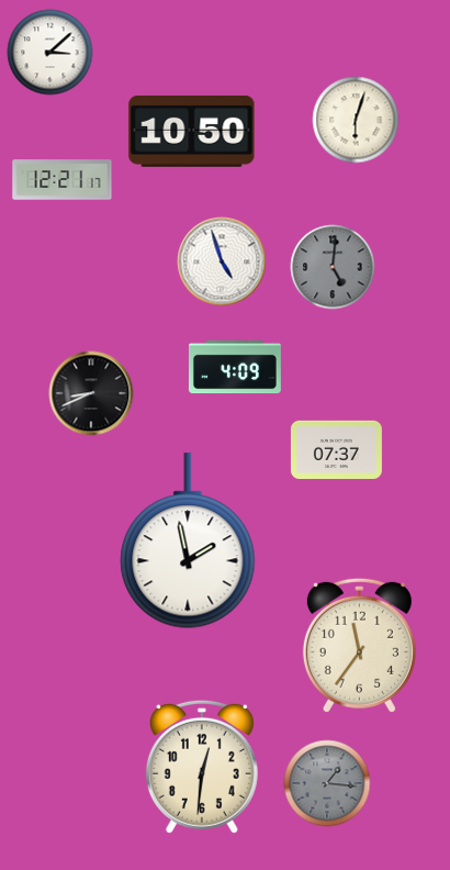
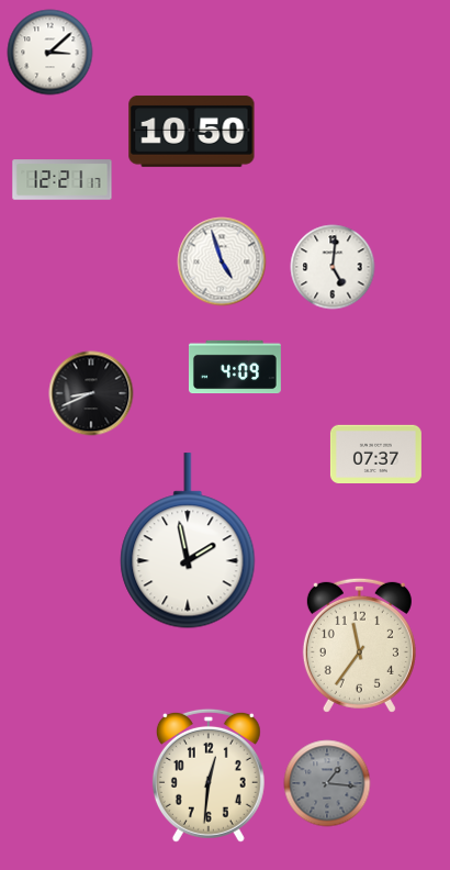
clock at (356, 120): 6:03 -> none
clock at (333, 267) dial: grey -> white
clock at (336, 449) position: (336, 449) -> (375, 454)
clock at (202, 767) position: (202, 767) -> (209, 776)
